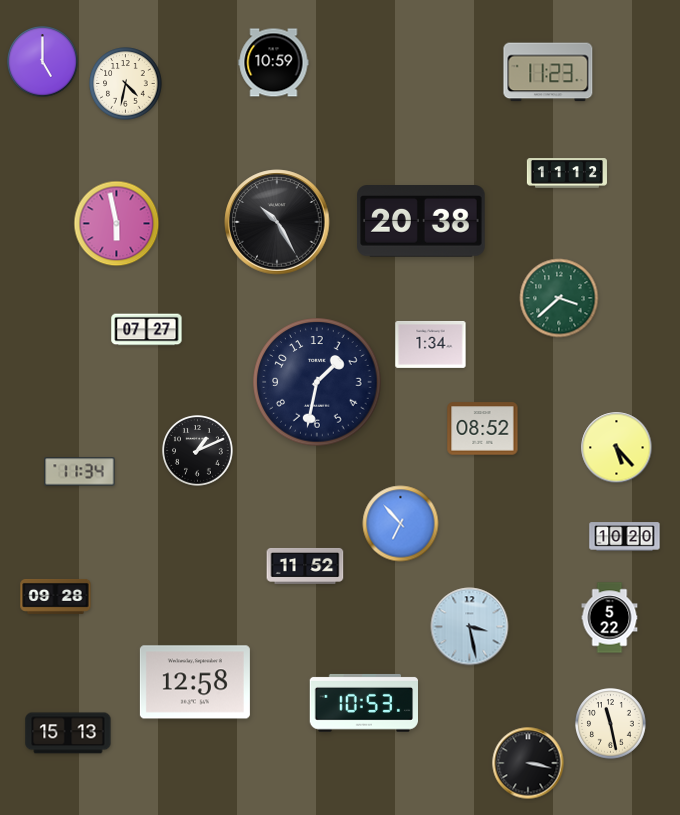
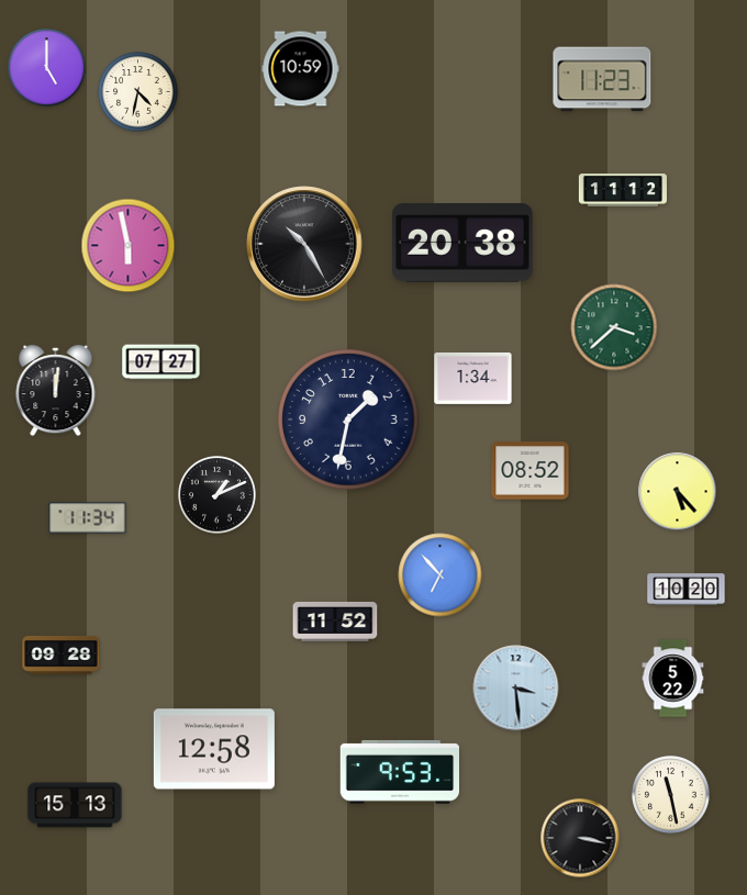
clock at (56, 392): none -> 12:01
clock at (610, 618) position: (610, 618) -> (673, 679)
clock at (470, 627): 3:28 -> 3:29
clock at (363, 703): 10:53 -> 9:53
